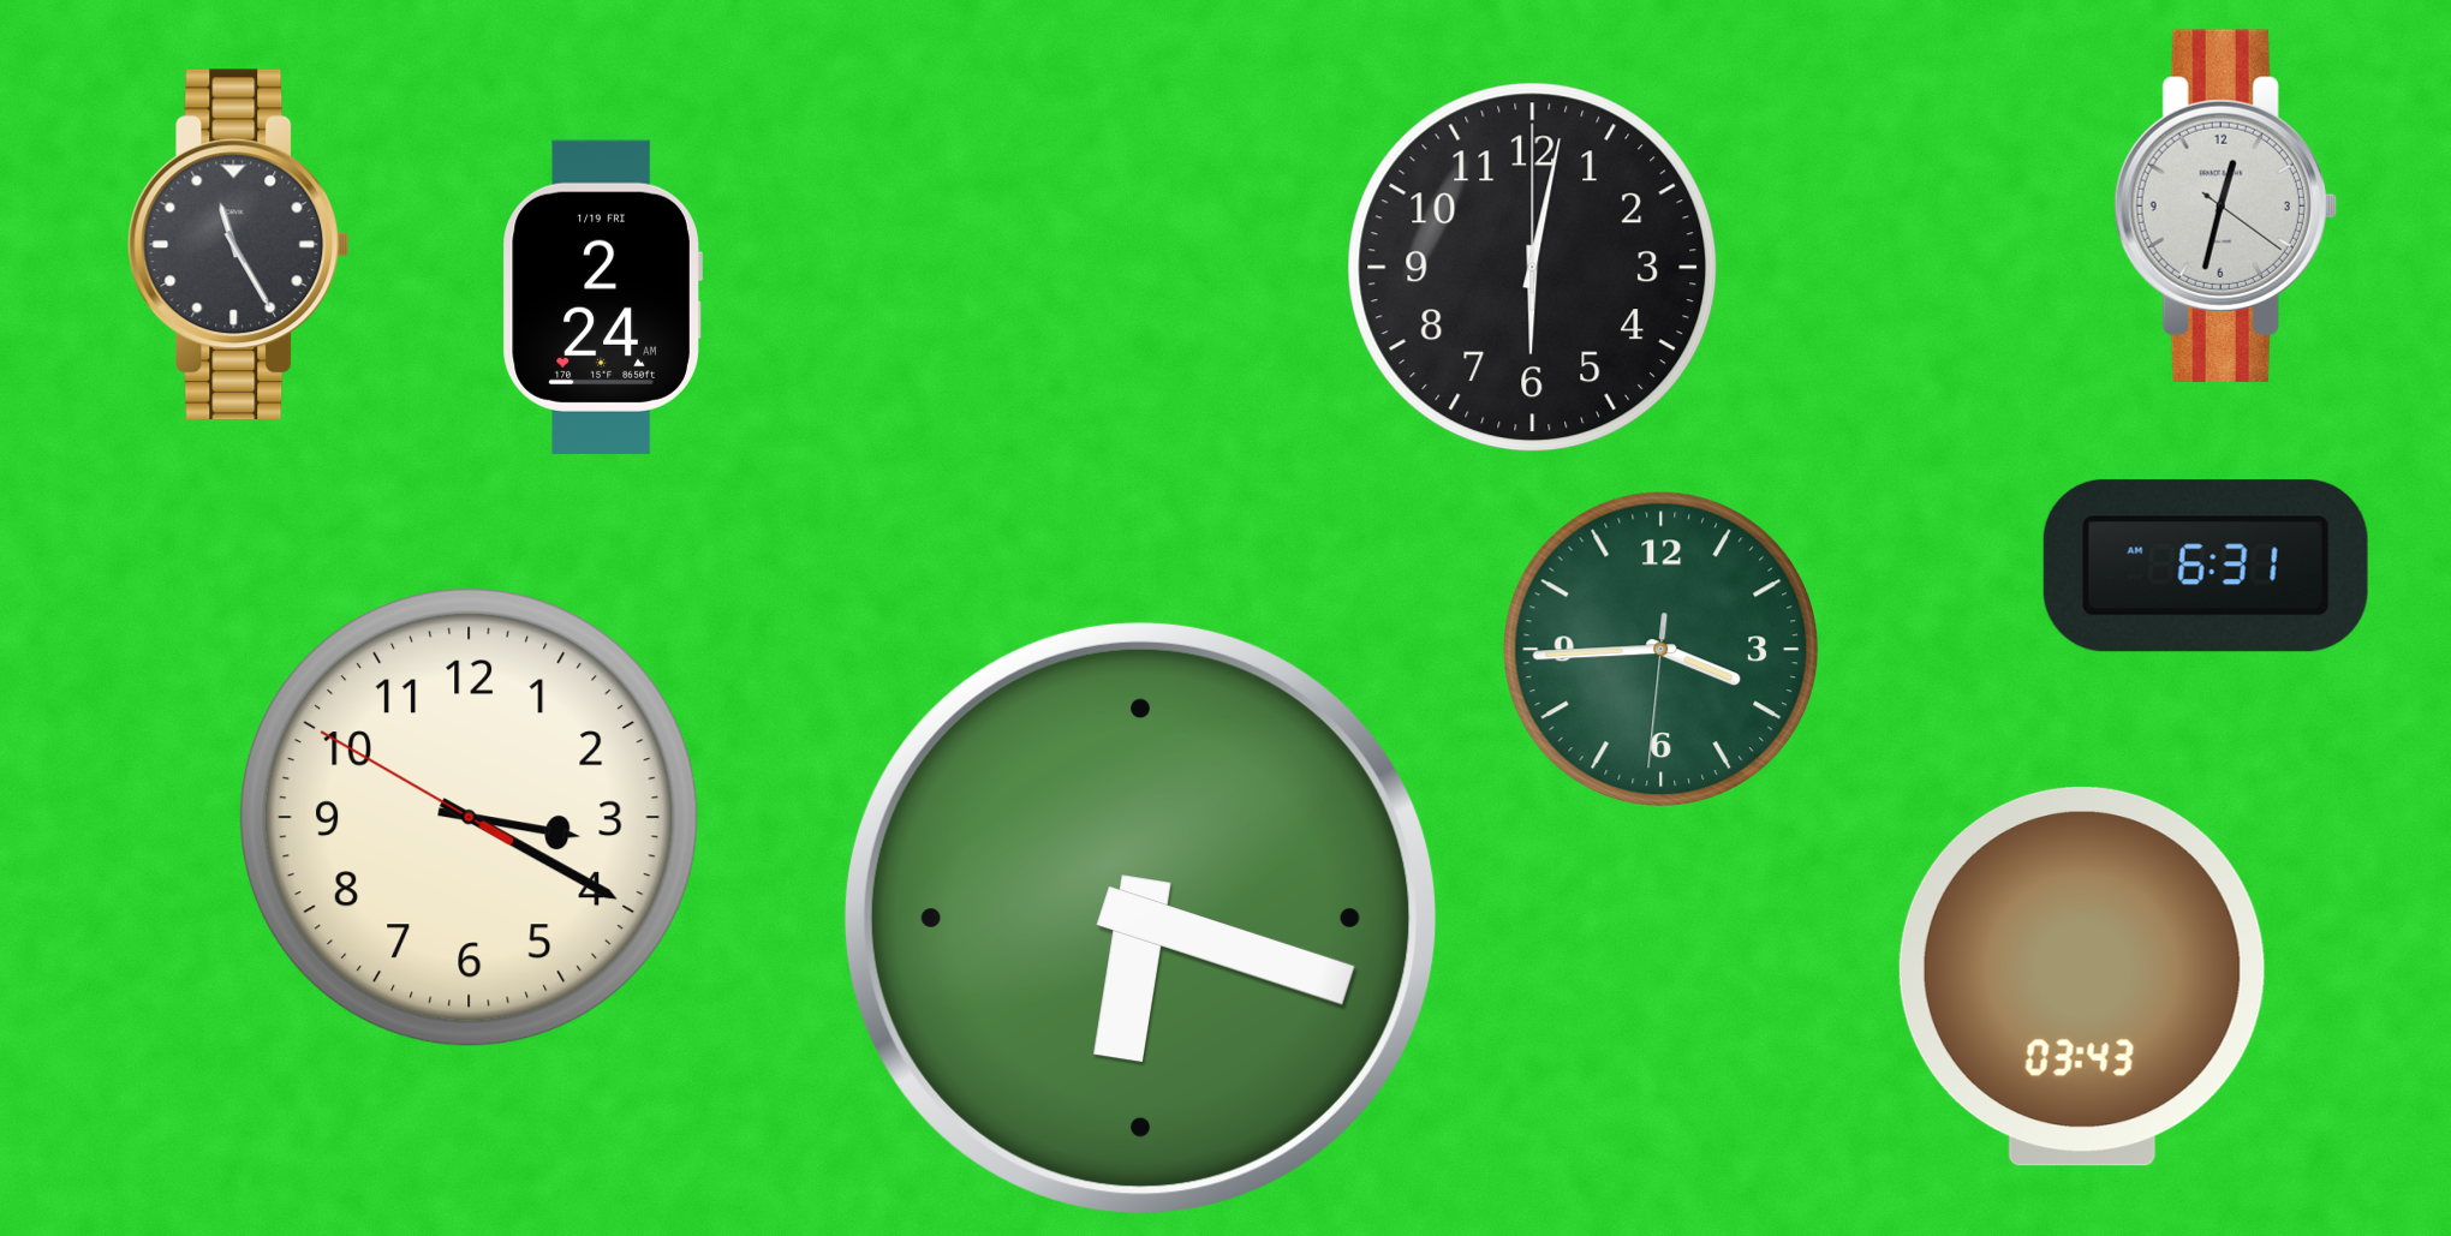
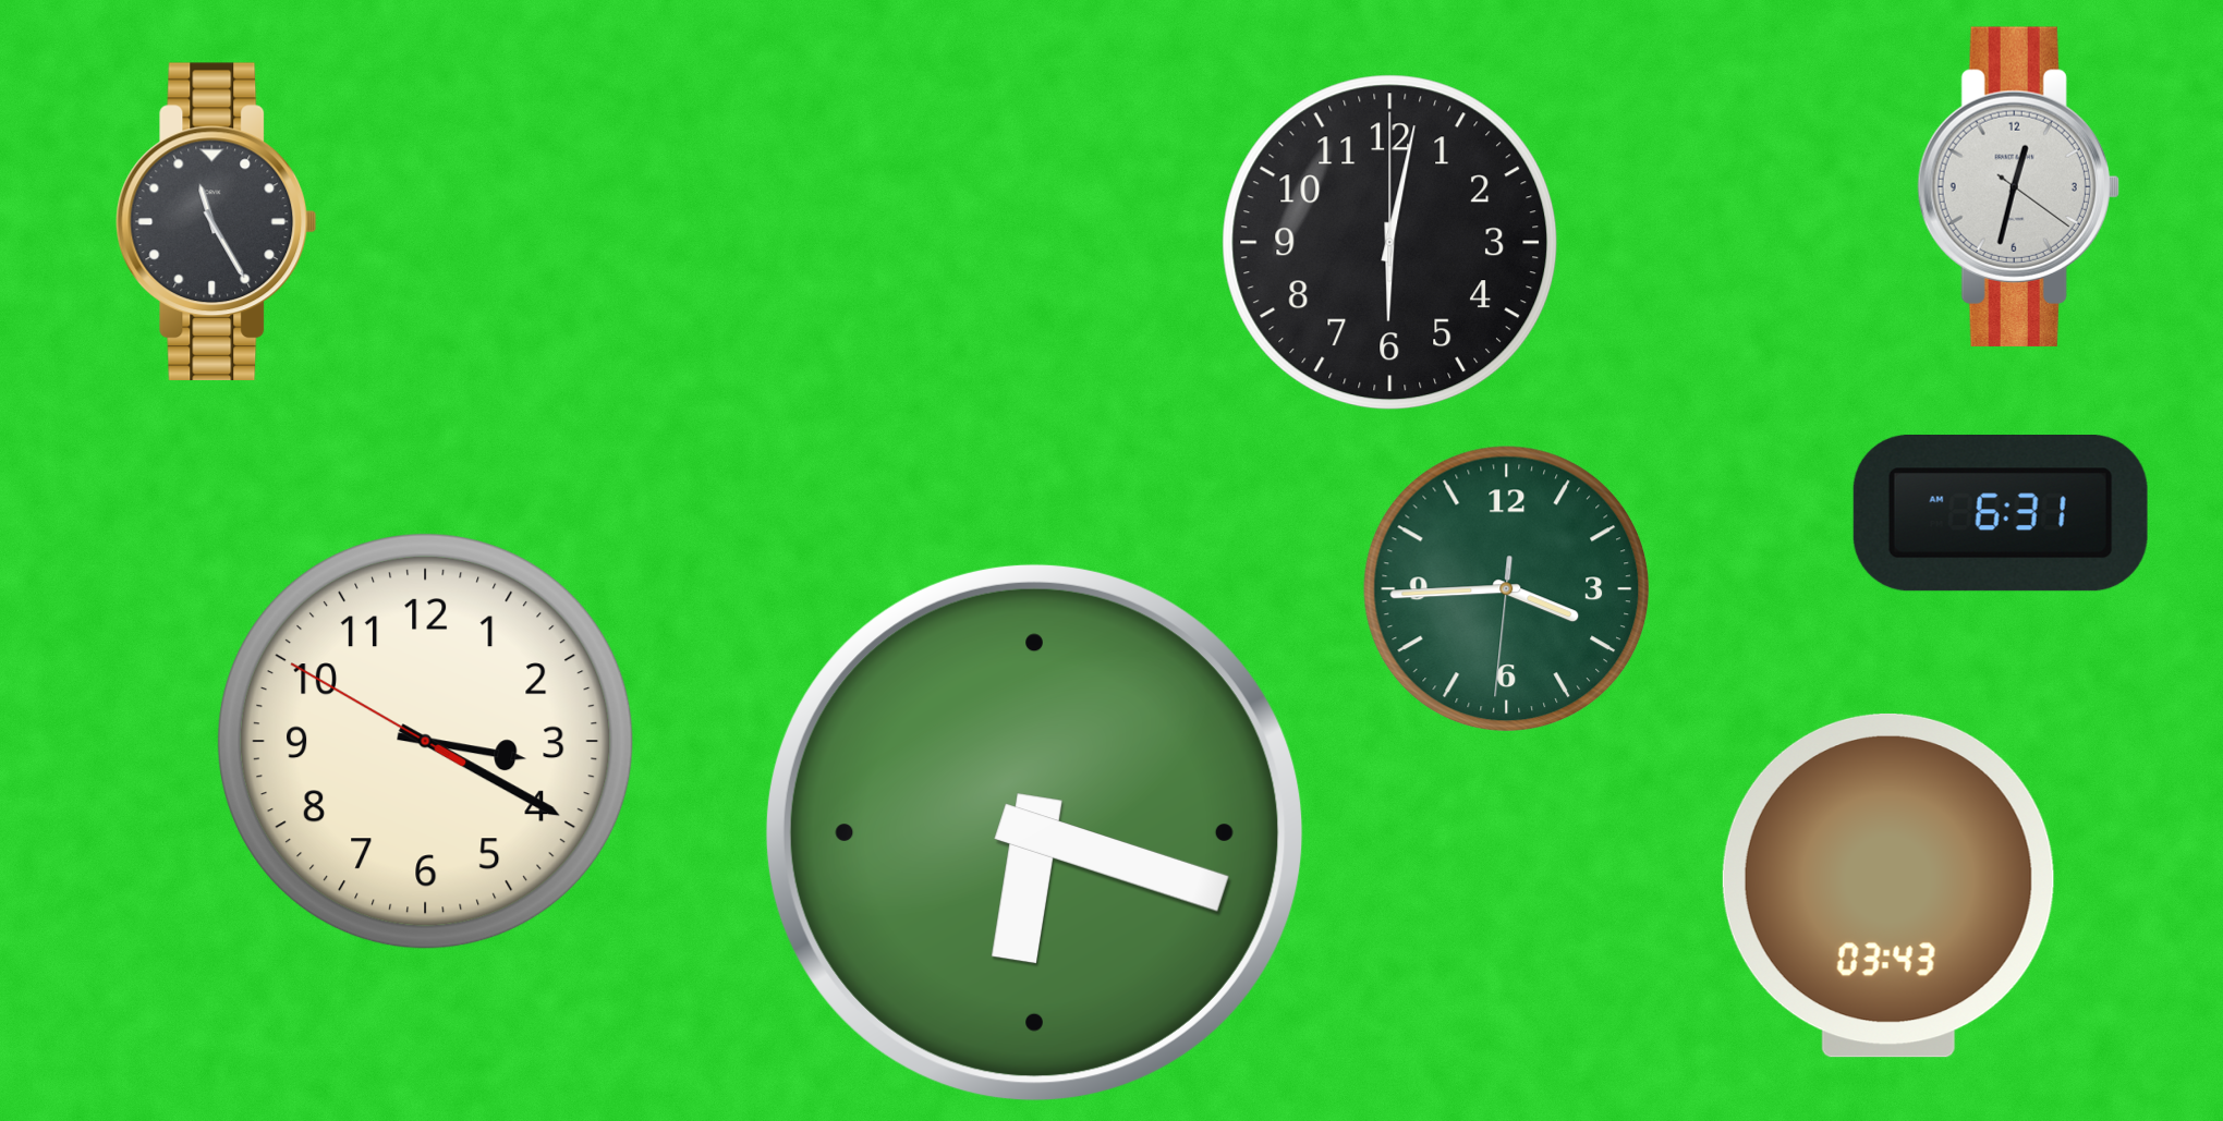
clock at (602, 297): 2:24 -> none
